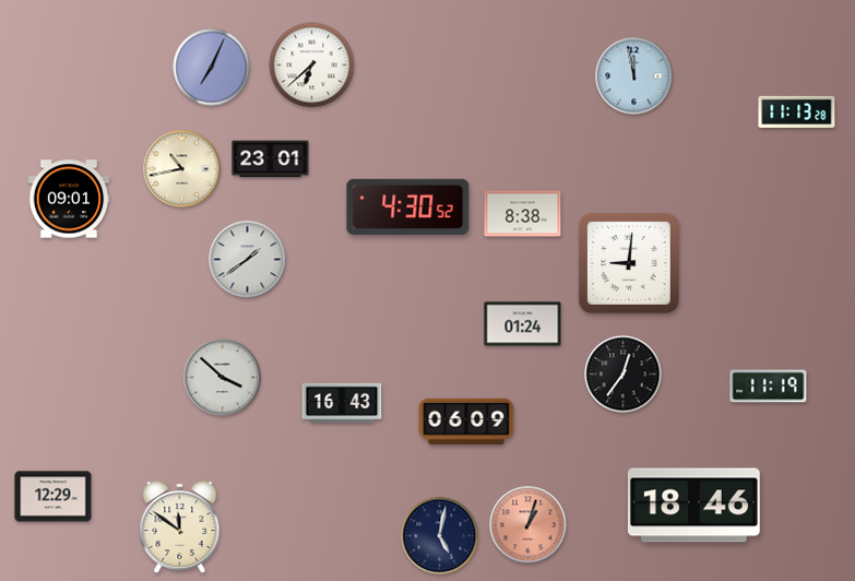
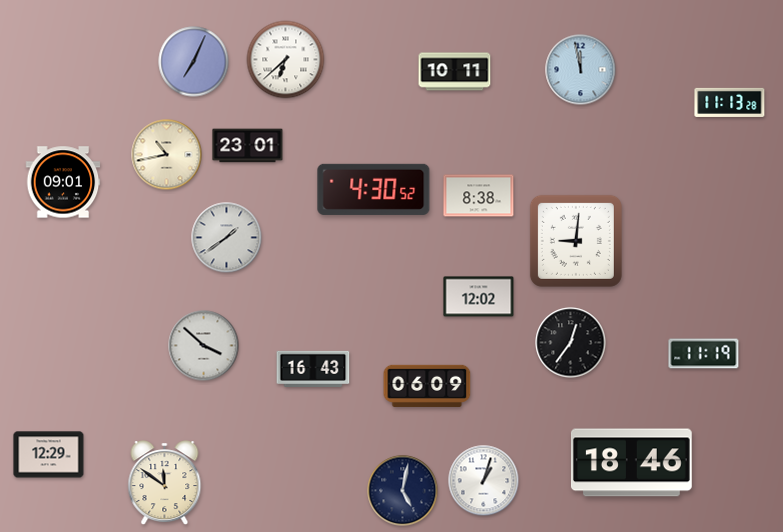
clock at (455, 72): none -> 10:11
clock at (523, 324): 01:24 -> 12:02
clock at (694, 506) position: (694, 506) -> (632, 463)
clock at (529, 525) dial: salmon -> white
